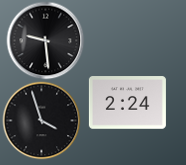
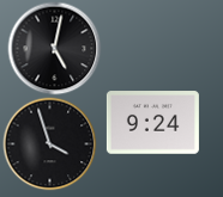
clock at (45, 40): 9:29 -> 5:02
clock at (127, 103): 2:24 -> 9:24
